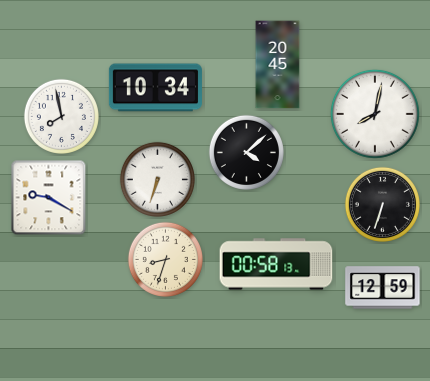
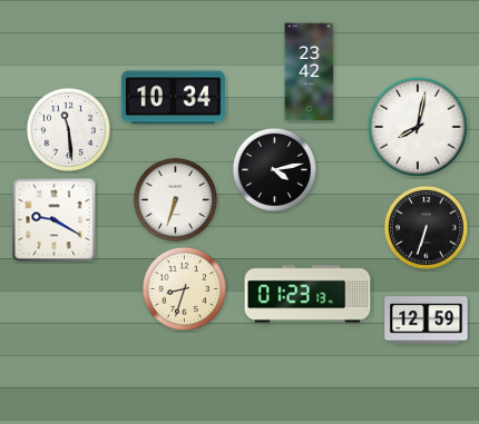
clock at (278, 65): 20:45 -> 23:42
clock at (61, 116): 7:58 -> 11:29
clock at (246, 152): 4:08 -> 4:13
clock at (276, 264): 00:58 -> 01:23
